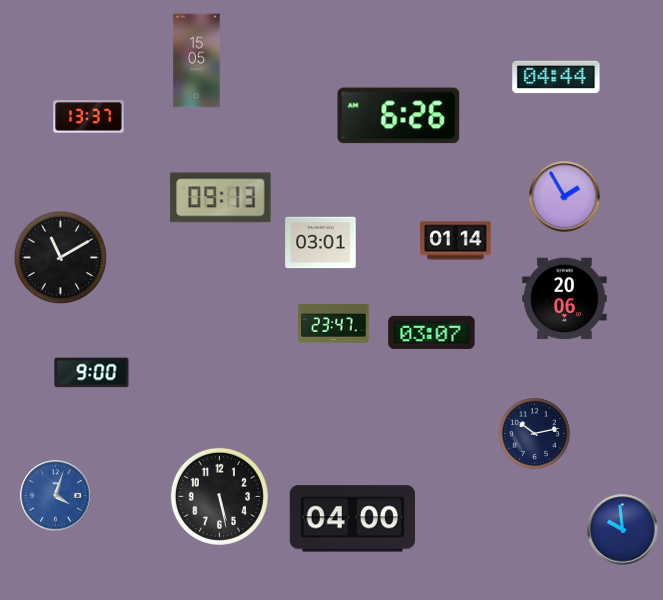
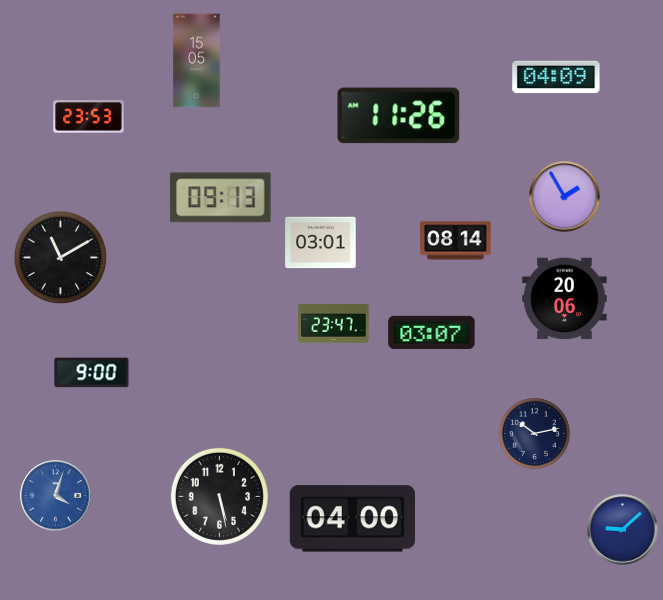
clock at (556, 77): 04:44 -> 04:09
clock at (399, 116): 6:26 -> 11:26
clock at (89, 117): 13:37 -> 23:53
clock at (456, 241): 01:14 -> 08:14
clock at (623, 530): 9:59 -> 9:08
